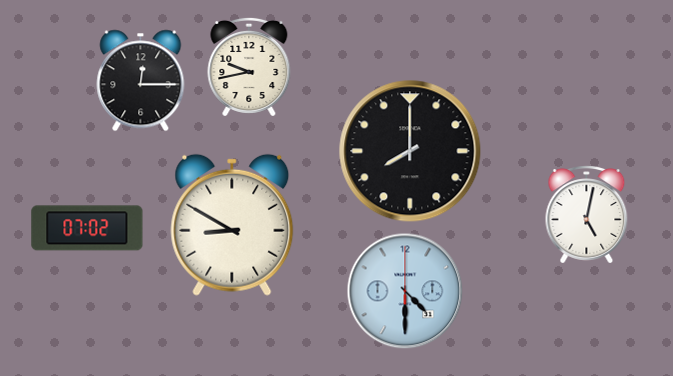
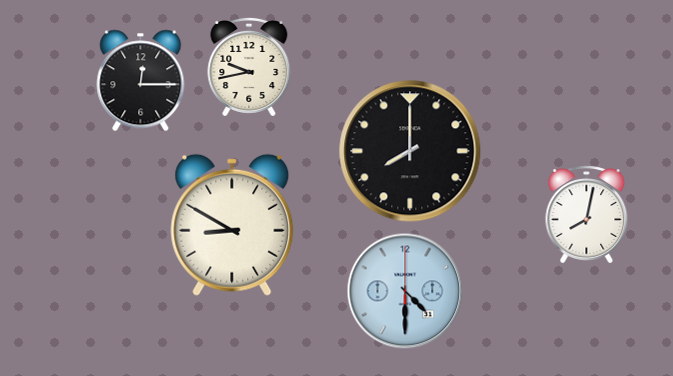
clock at (587, 215): 5:02 -> 8:02
clock at (87, 228): 07:02 -> none
